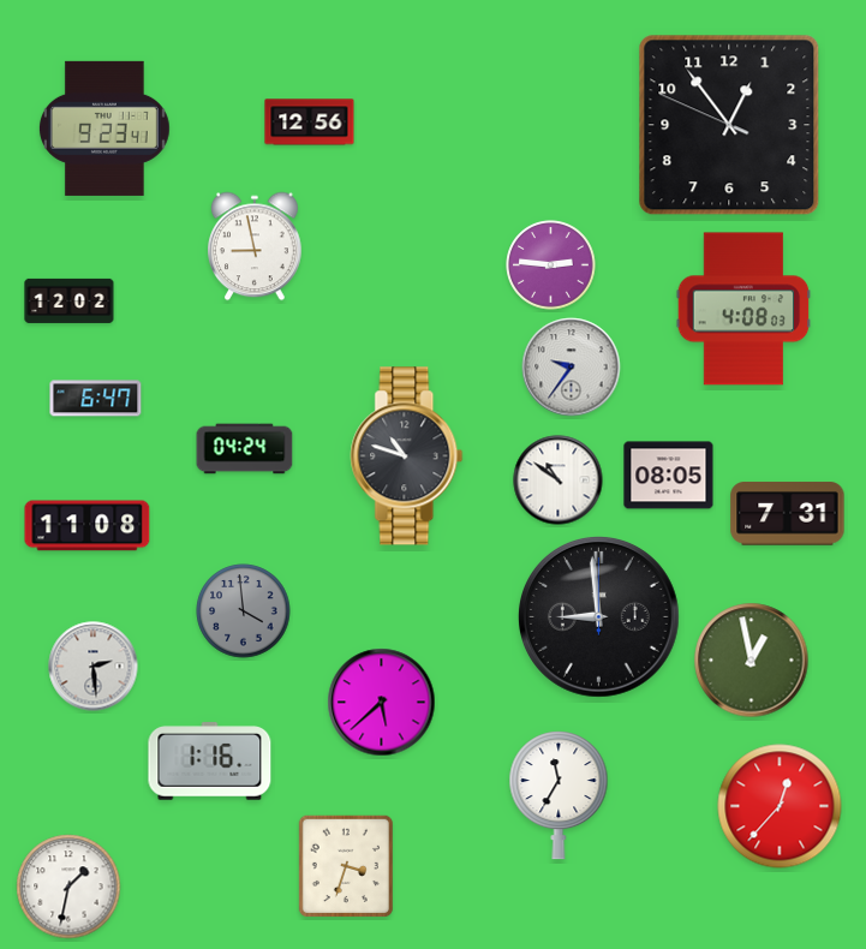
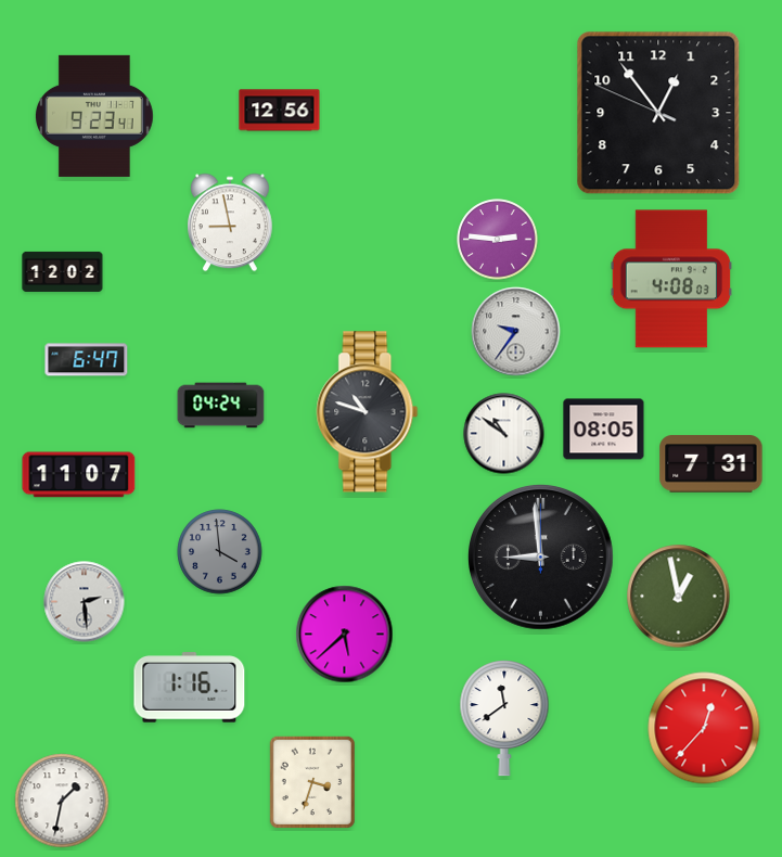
clock at (88, 526): 11:08 -> 11:07
clock at (559, 796): 11:35 -> 11:39
